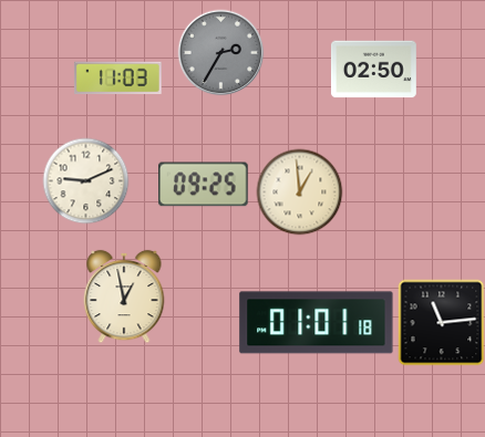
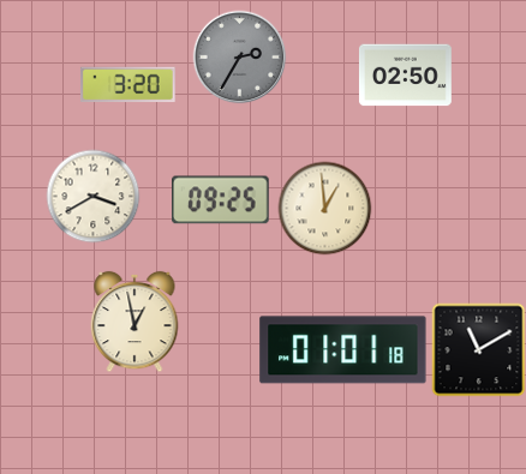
clock at (117, 79): 11:03 -> 3:20
clock at (85, 180): 9:11 -> 3:40
clock at (441, 322): 11:14 -> 11:10
